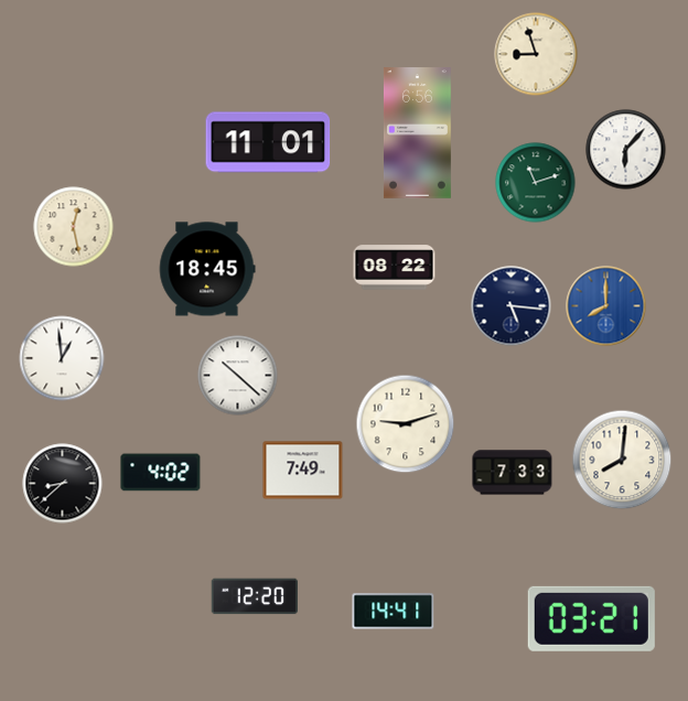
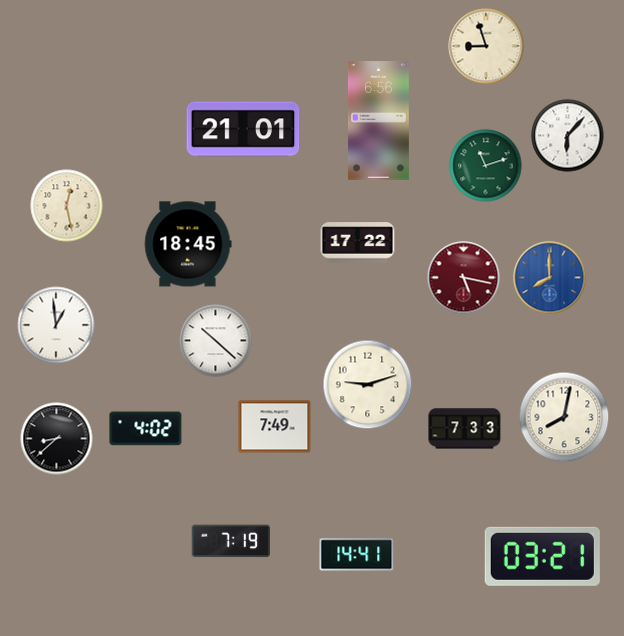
clock at (536, 54) position: (536, 54) -> (486, 46)
clock at (268, 142): 11:01 -> 21:01
clock at (395, 268): 08:22 -> 17:22
clock at (512, 306): 5:16 -> 5:17
clock at (512, 306) dial: navy -> burgundy
clock at (622, 460): 8:01 -> 8:02
clock at (254, 596): 12:20 -> 7:19
clock at (591, 618) position: (591, 618) -> (542, 556)
